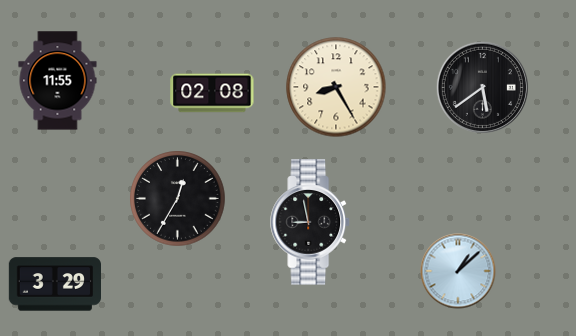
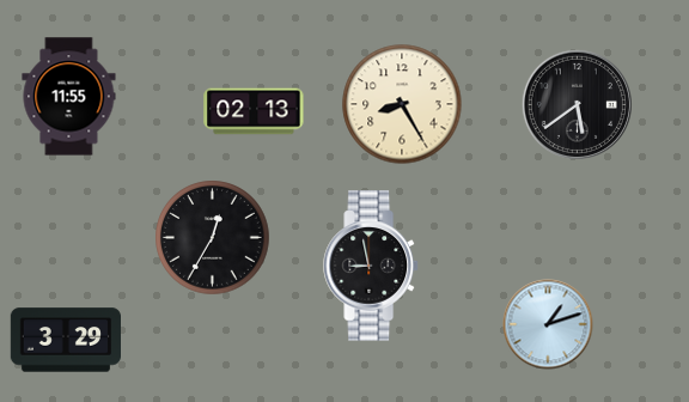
clock at (212, 93): 02:08 -> 02:13
clock at (458, 271): 1:08 -> 1:12
